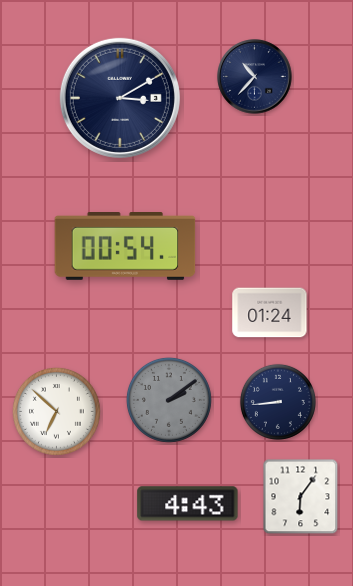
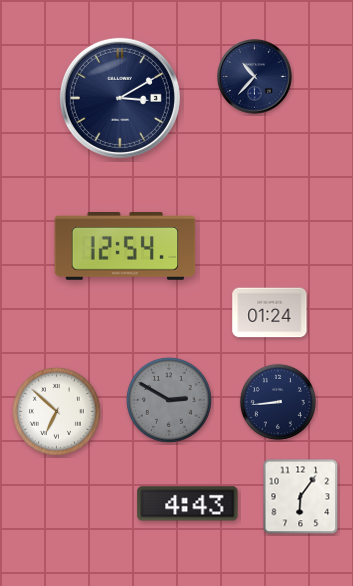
clock at (125, 247): 00:54 -> 12:54
clock at (169, 400): 2:09 -> 2:50
